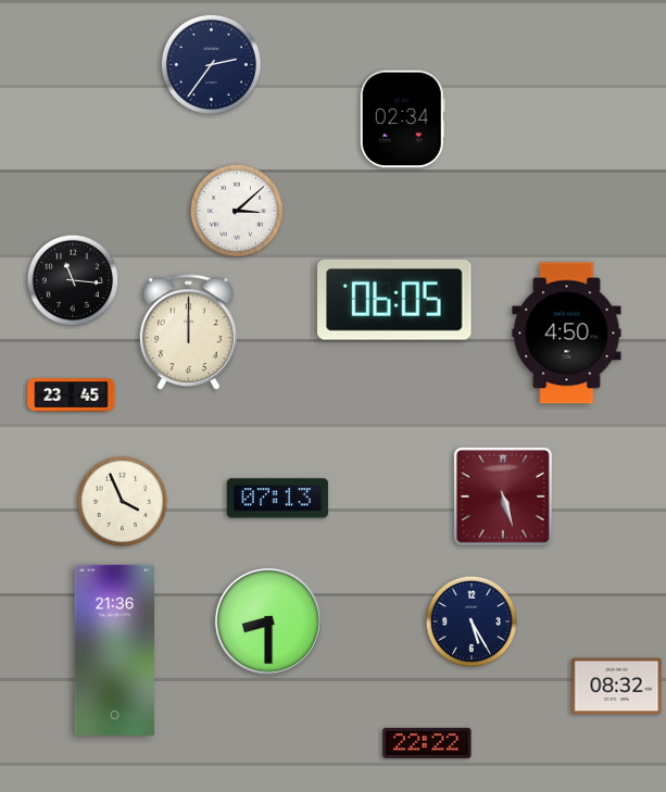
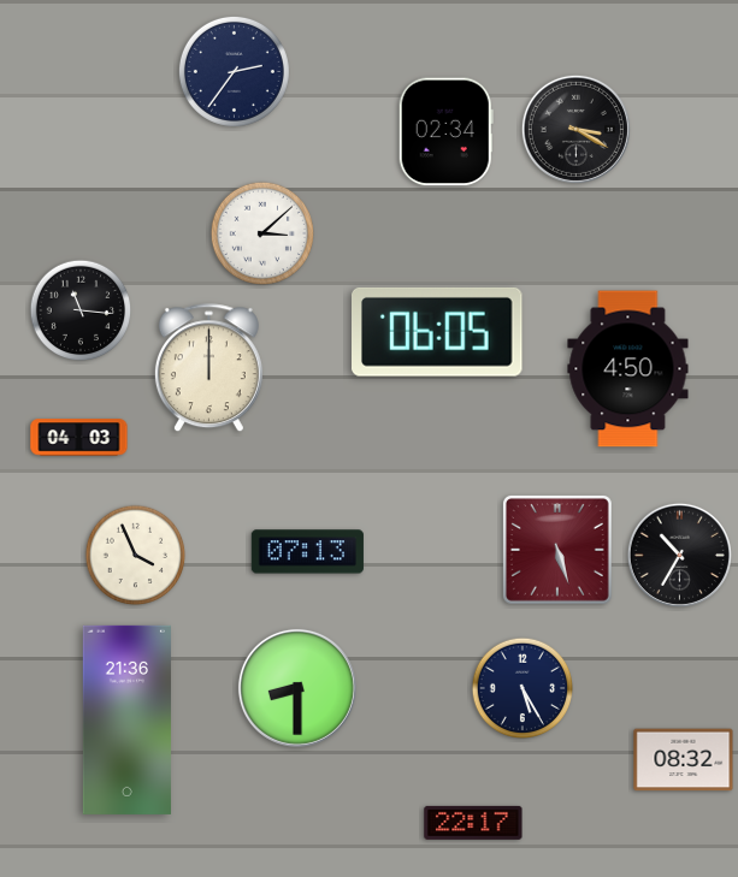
clock at (575, 129): none -> 3:20
clock at (72, 395): 23:45 -> 04:03
clock at (679, 555): none -> 10:35
clock at (427, 743): 22:22 -> 22:17
